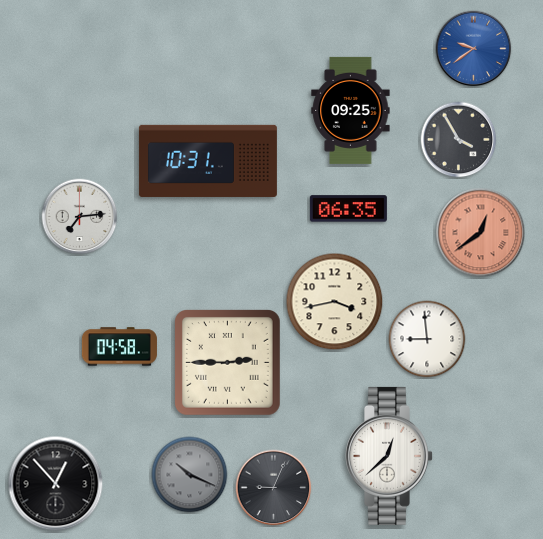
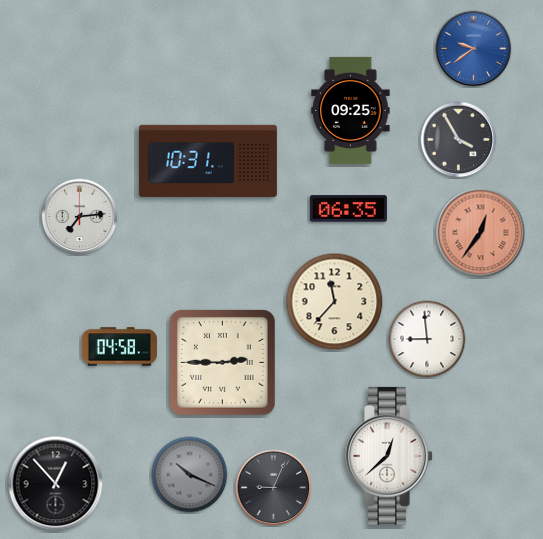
clock at (481, 233): 12:39 -> 12:36
clock at (335, 302): 3:43 -> 11:37
clock at (228, 363) position: (228, 363) -> (223, 363)
